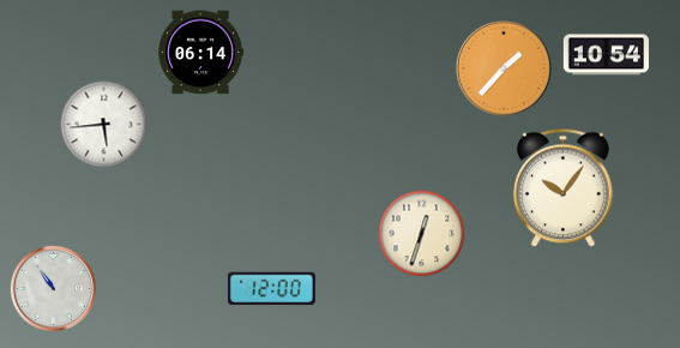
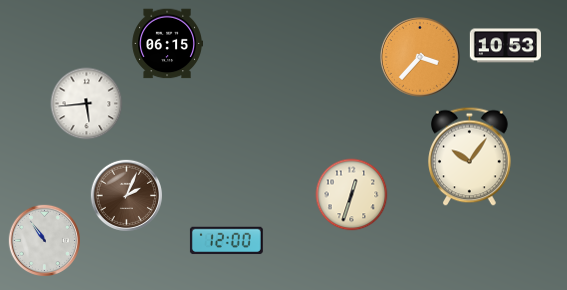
clock at (200, 53): 06:14 -> 06:15
clock at (606, 55): 10:54 -> 10:53
clock at (505, 70): 1:37 -> 3:37
clock at (126, 195): none -> 2:04
